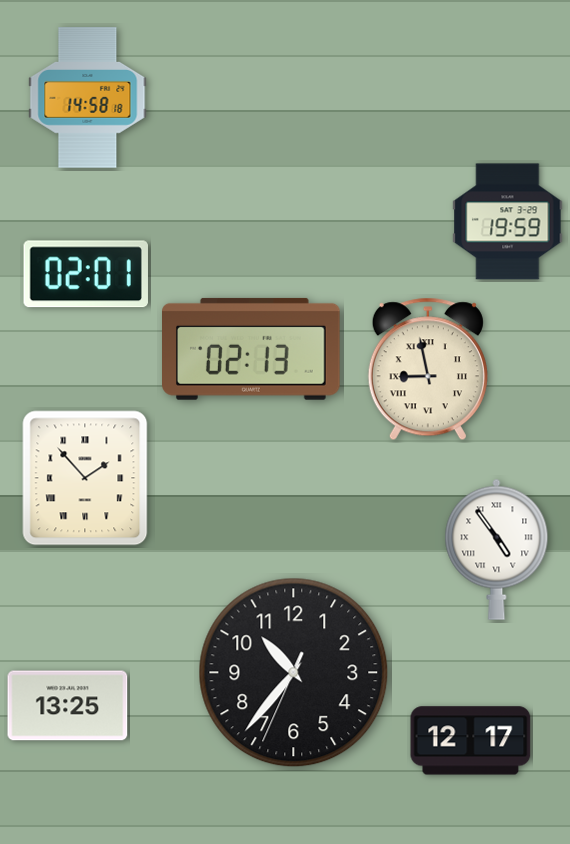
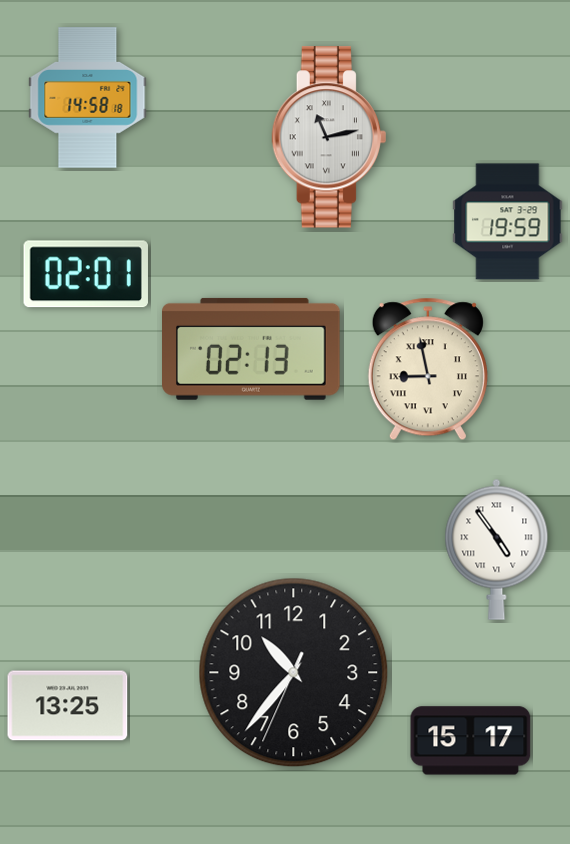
clock at (328, 137): none -> 11:13
clock at (85, 478): 1:53 -> none
clock at (471, 741): 12:17 -> 15:17
